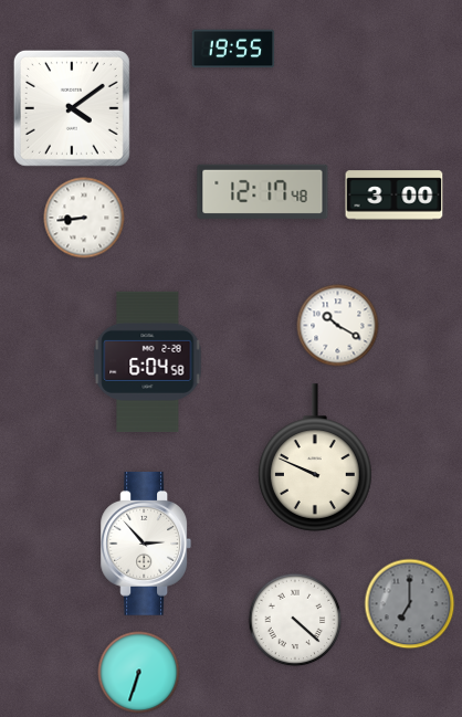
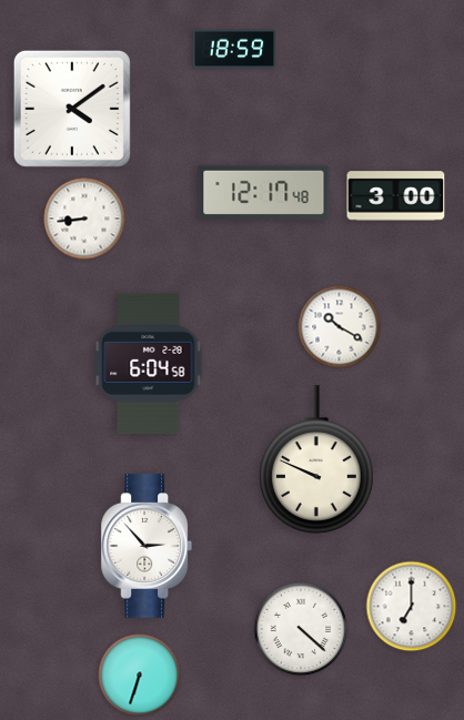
clock at (233, 49): 19:55 -> 18:59
clock at (410, 604) dial: grey -> white
clock at (295, 620) position: (295, 620) -> (301, 629)
